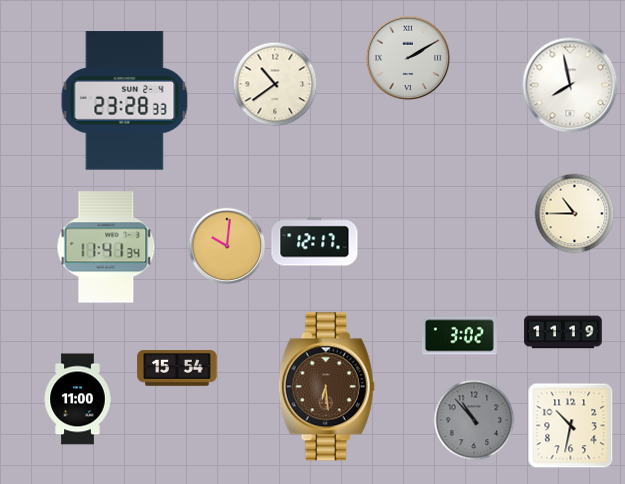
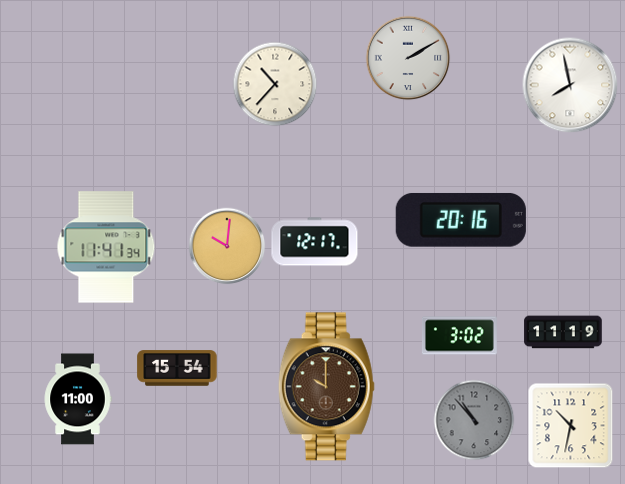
clock at (275, 84): 10:39 -> 10:37
clock at (125, 101): 23:28 -> none
clock at (575, 214): 10:45 -> none
clock at (461, 220): none -> 20:16
clock at (326, 387): 6:29 -> 10:00
